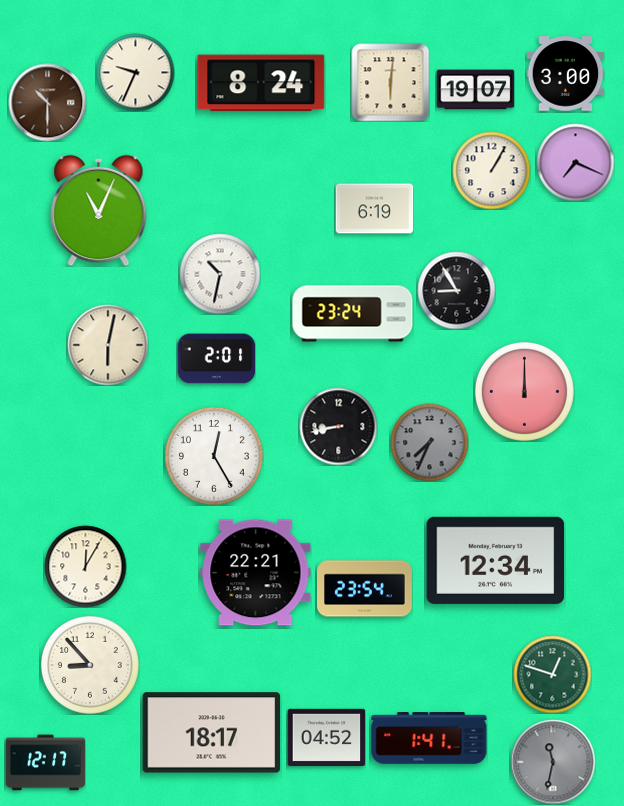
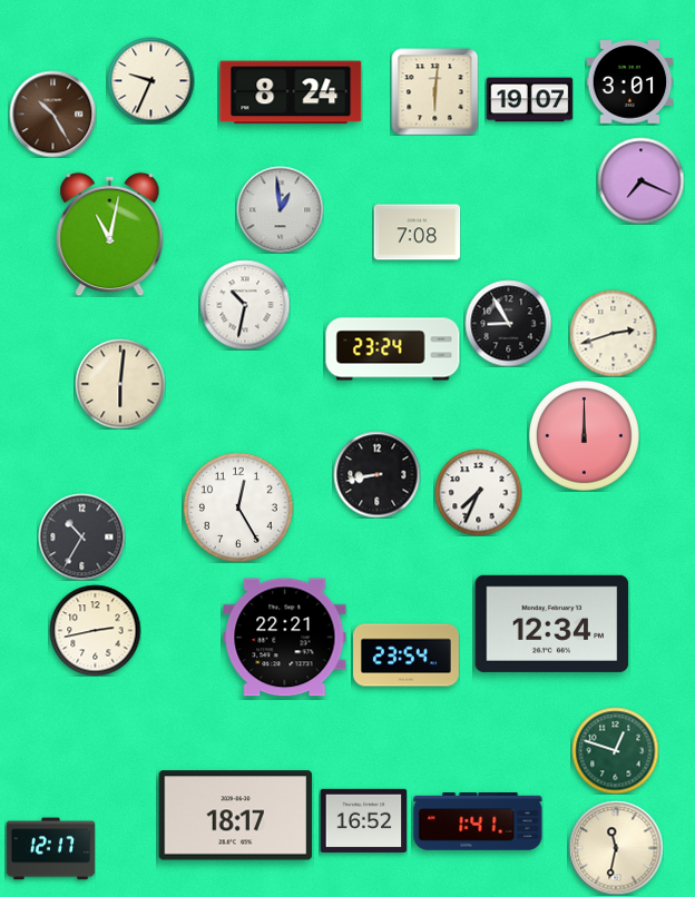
clock at (565, 74): 3:00 -> 3:01
clock at (47, 102): 10:30 -> 10:25
clock at (491, 170): 1:05 -> none
clock at (280, 209): none -> 12:59
clock at (374, 209): 6:19 -> 7:08
clock at (99, 210): 11:04 -> 11:02
clock at (613, 333): none -> 2:42
clock at (108, 345): 6:02 -> 6:01
clock at (216, 359): 2:01 -> none
clock at (429, 442) dial: grey -> white
clock at (81, 536): none -> 10:35
clock at (85, 566): 12:05 -> 2:43
clock at (90, 665): 8:53 -> none
clock at (326, 738): 04:52 -> 16:52
clock at (553, 762) dial: grey -> cream
